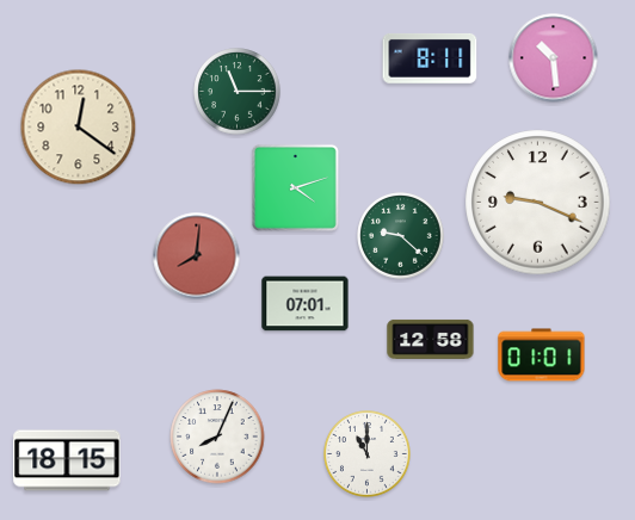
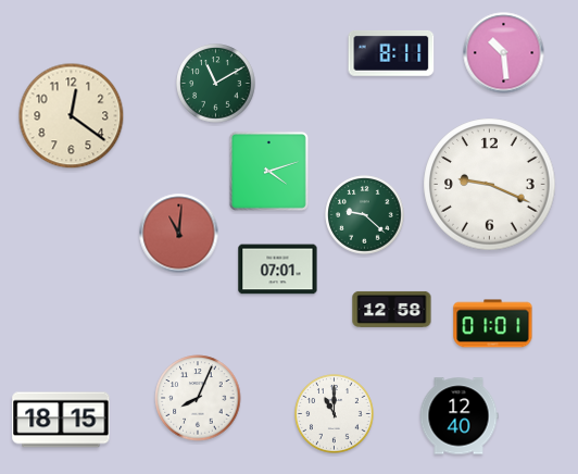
clock at (238, 92): 11:15 -> 11:10
clock at (197, 256): 8:01 -> 11:01
clock at (306, 304) position: (306, 304) -> (278, 270)
clock at (458, 416): none -> 12:40
